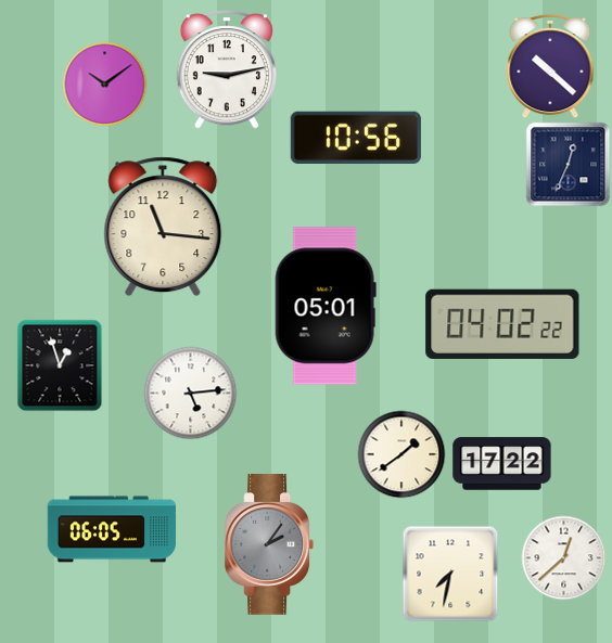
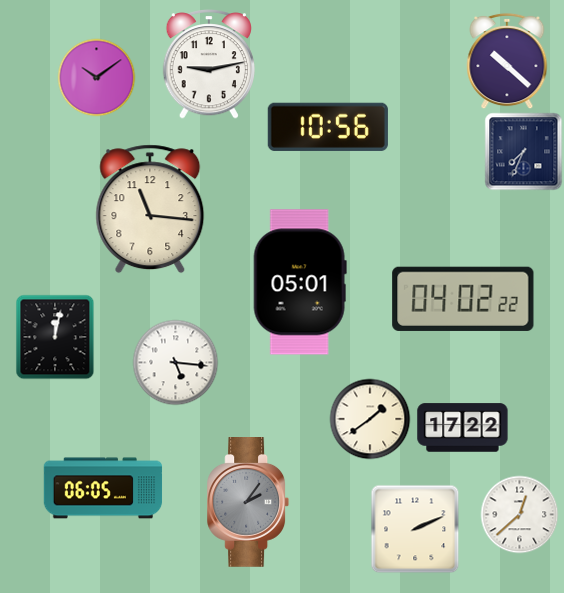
clock at (568, 164): 12:34 -> 7:34
clock at (60, 365): 12:57 -> 12:02
clock at (190, 393): 5:14 -> 5:16
clock at (450, 574): 7:32 -> 2:11
